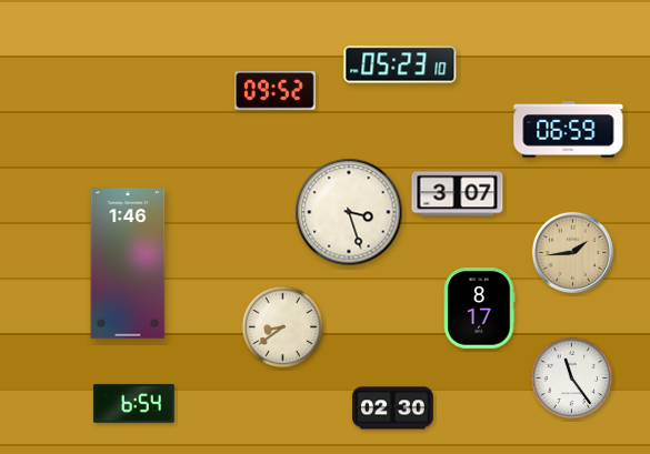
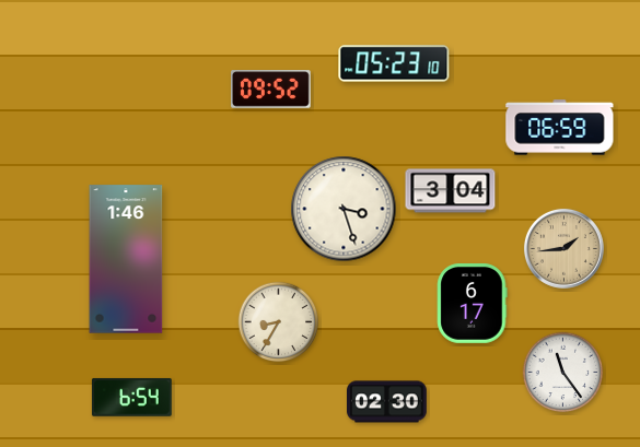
clock at (458, 194): 3:07 -> 3:04
clock at (480, 309): 8:17 -> 6:17
clock at (283, 327): 8:39 -> 8:35
